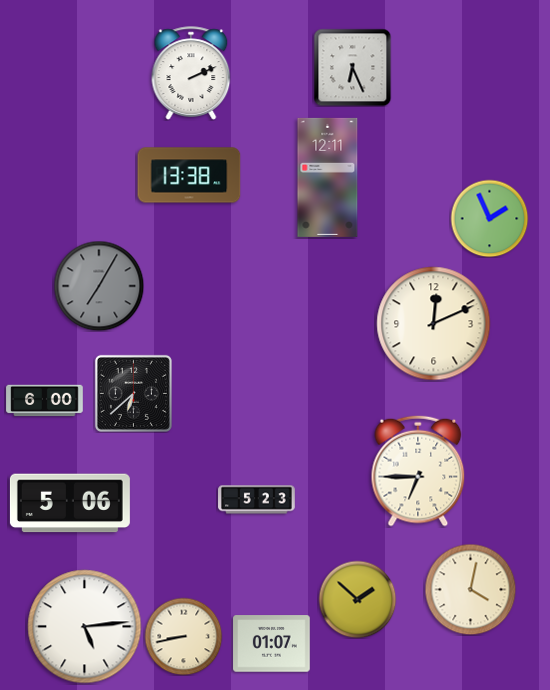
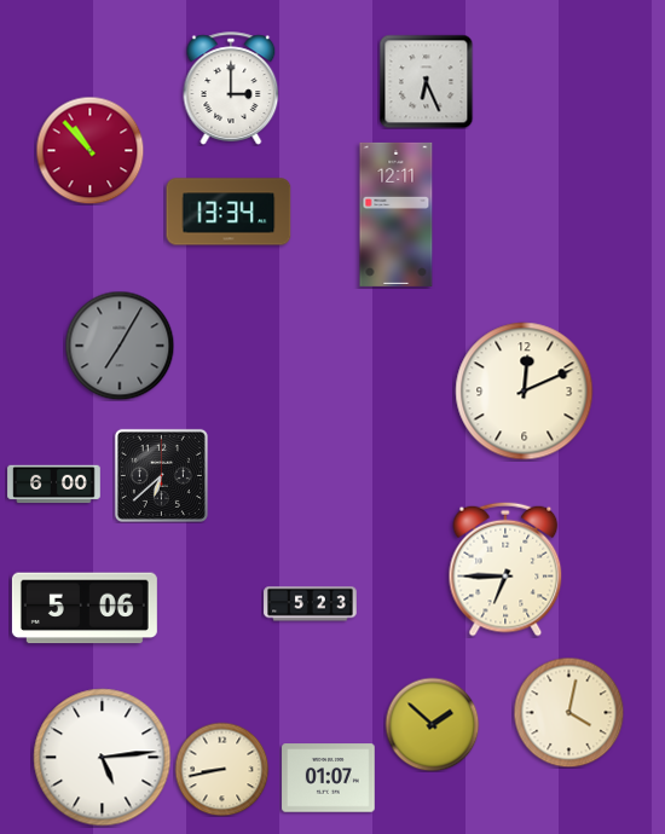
clock at (191, 73): 2:11 -> 3:00
clock at (89, 150): none -> 10:53
clock at (189, 175): 13:38 -> 13:34
clock at (489, 218): 1:56 -> none
